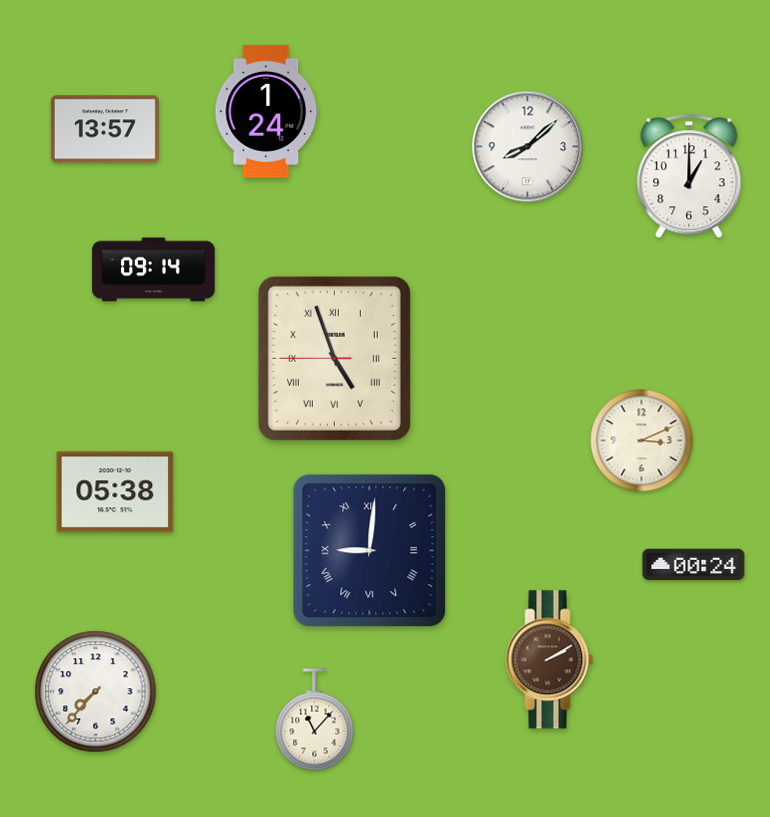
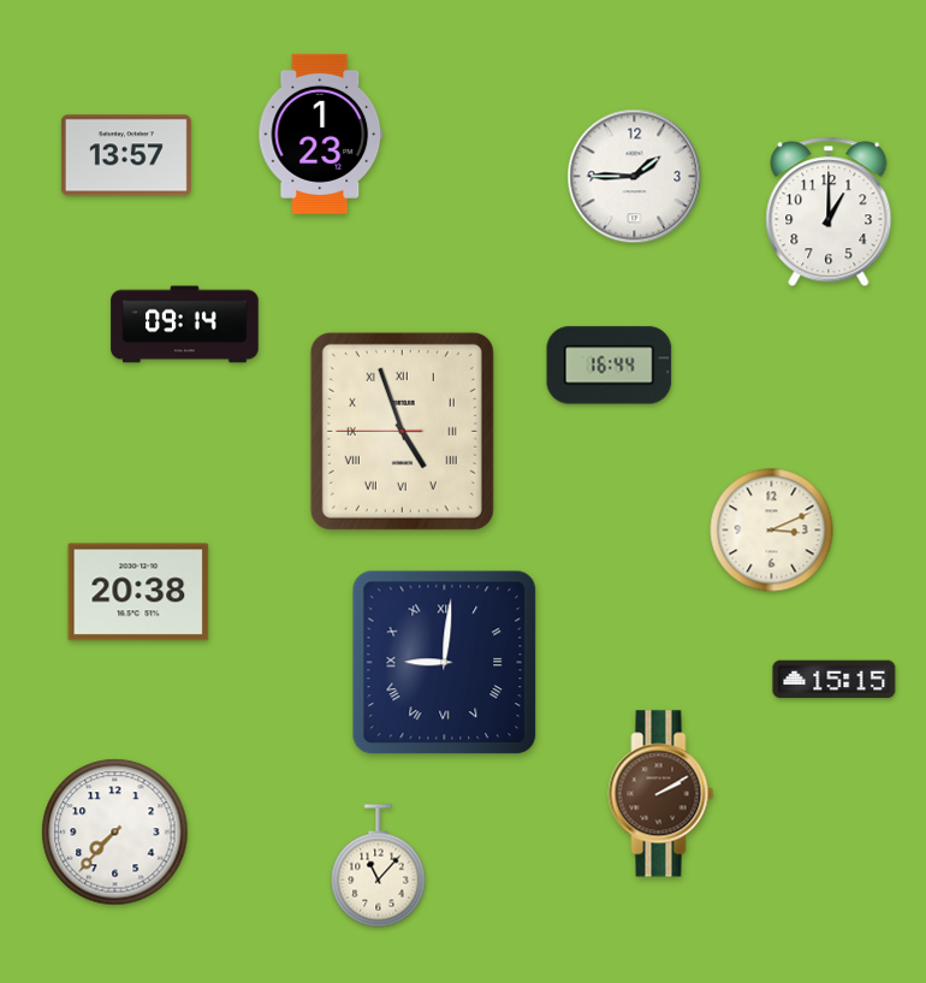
clock at (267, 111): 1:24 -> 1:23
clock at (528, 147): 8:08 -> 1:45
clock at (610, 366): none -> 16:44
clock at (115, 492): 05:38 -> 20:38
clock at (694, 565): 00:24 -> 15:15
